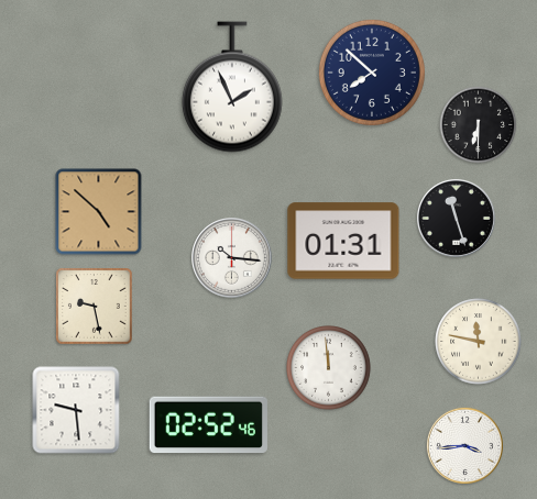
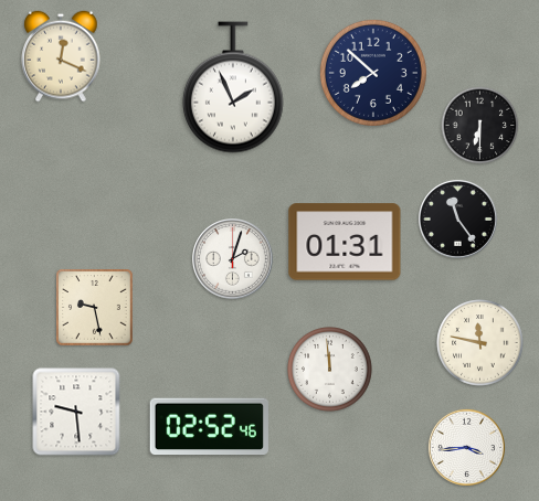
clock at (61, 56): none -> 12:19
clock at (99, 212): 4:52 -> none
clock at (456, 218): 11:27 -> 11:24
clock at (232, 258): 10:16 -> 2:03
